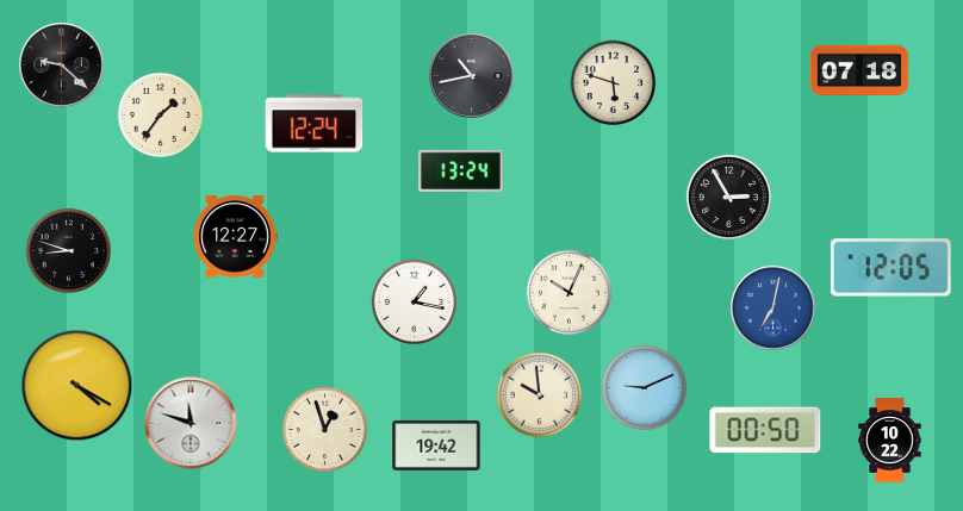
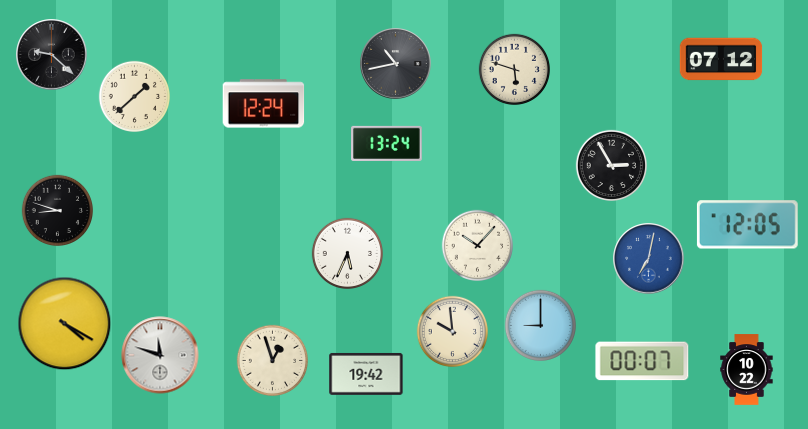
clock at (859, 70): 07:18 -> 07:12
clock at (160, 114): 1:36 -> 1:38
clock at (235, 237): 12:27 -> none
clock at (569, 292): 10:04 -> 10:07
clock at (414, 301): 1:17 -> 5:34
clock at (644, 387): 9:11 -> 9:00
clock at (765, 430): 00:50 -> 00:07
